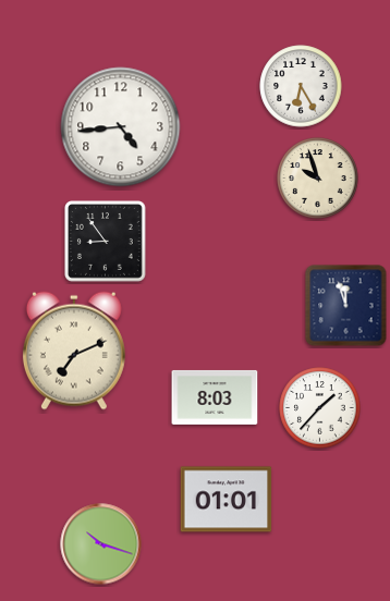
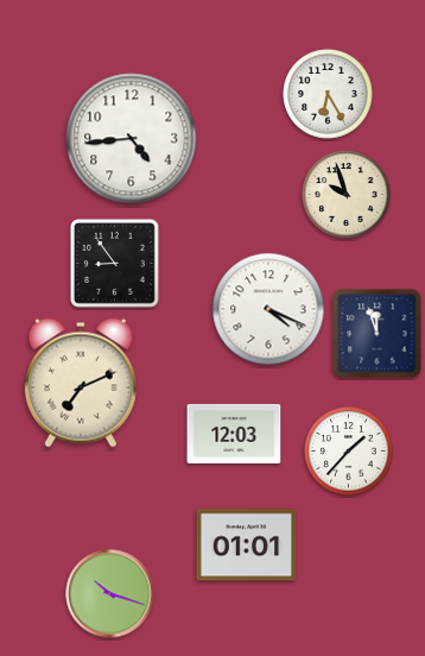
clock at (268, 309): none -> 4:19
clock at (215, 397): 8:03 -> 12:03
clock at (320, 408) position: (320, 408) -> (349, 452)
